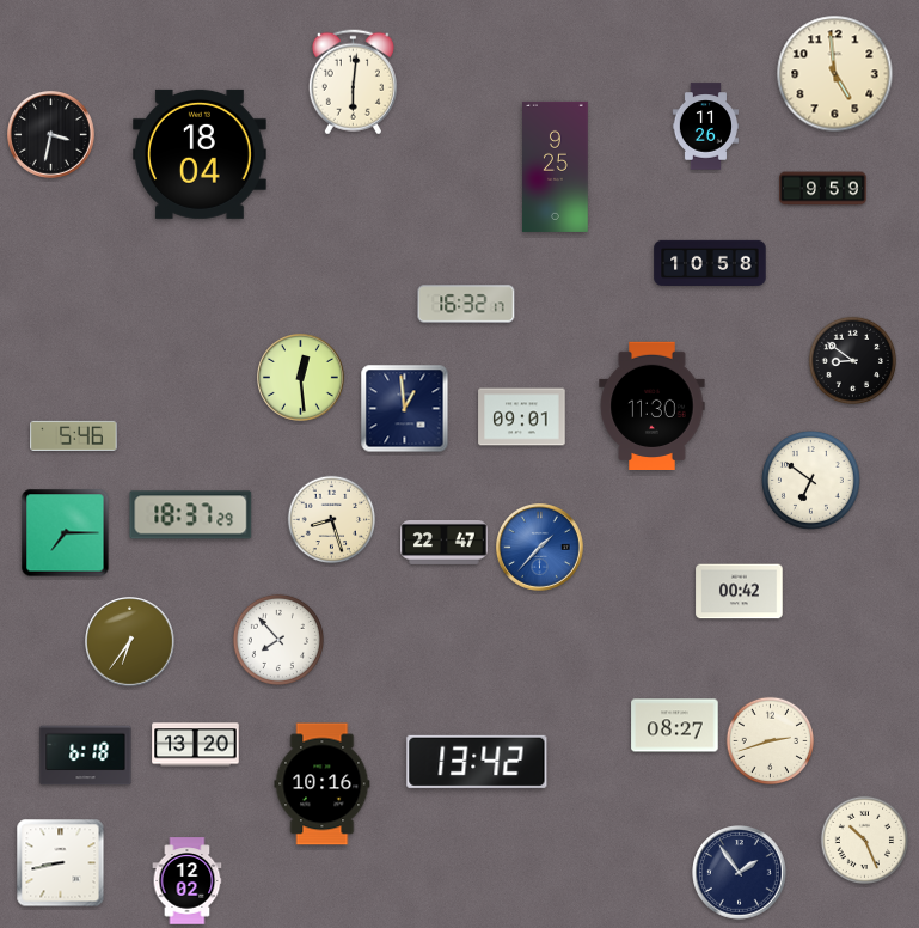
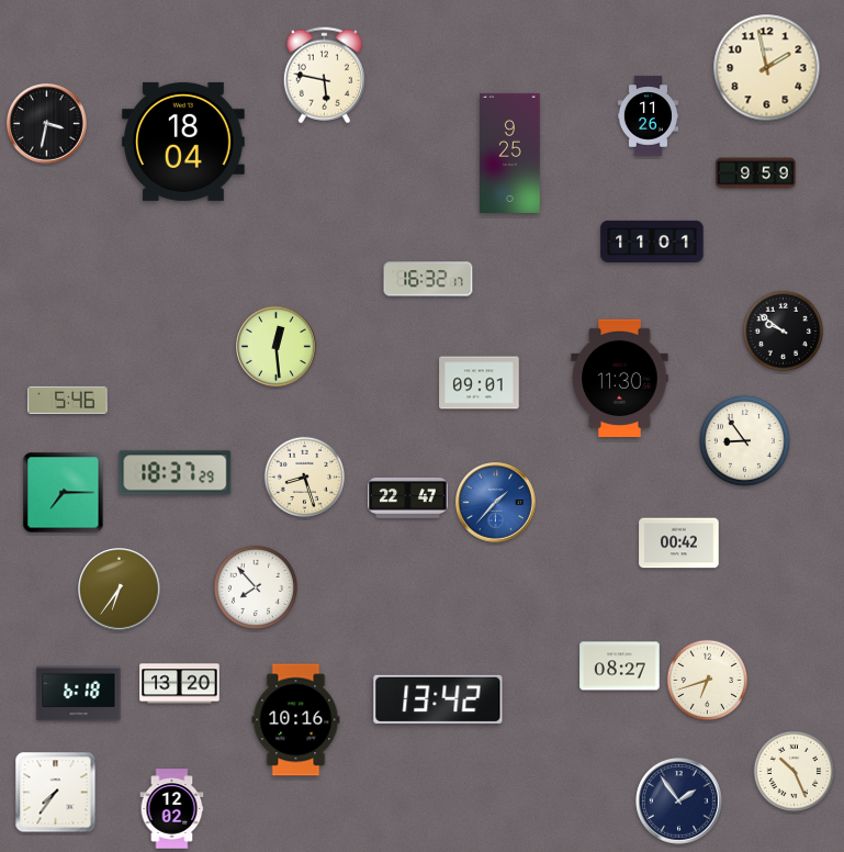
clock at (835, 74): 4:59 -> 1:58
clock at (353, 83): 6:01 -> 5:47
clock at (710, 263): 10:58 -> 11:01
clock at (853, 361): 8:51 -> 9:51
clock at (653, 407) position: (653, 407) -> (620, 379)
clock at (405, 409): 12:59 -> none
clock at (810, 480): 6:51 -> 8:54
clock at (66, 533) position: (66, 533) -> (64, 493)
clock at (771, 741): 2:42 -> 6:42
clock at (61, 863): 8:43 -> 7:36
